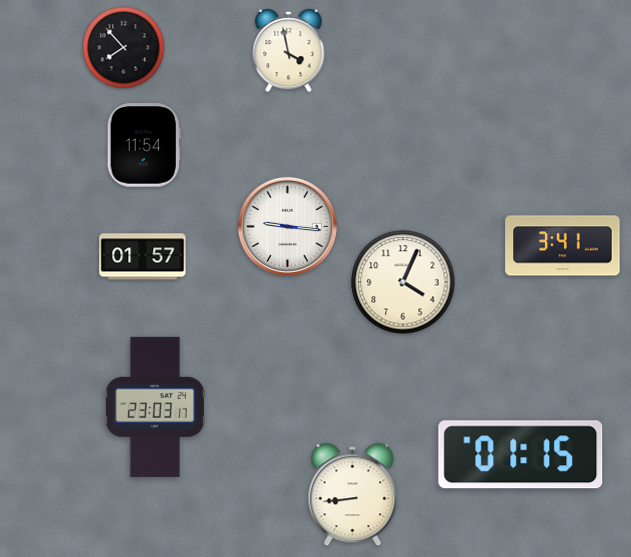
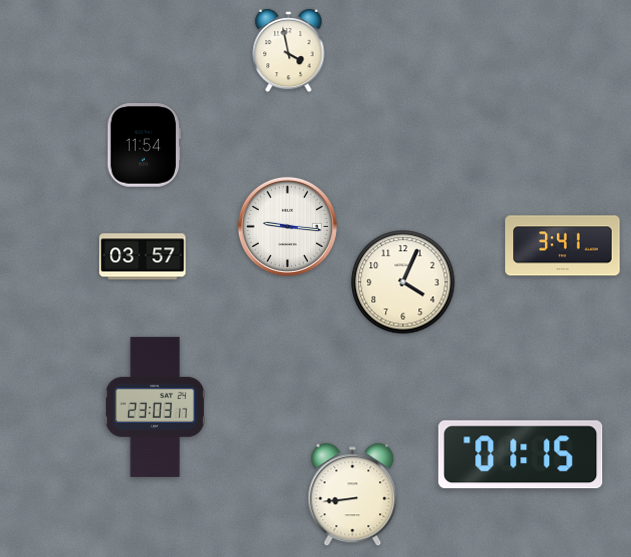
clock at (124, 48): 7:53 -> none
clock at (143, 257): 01:57 -> 03:57
